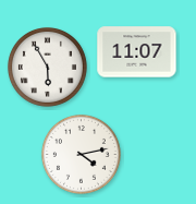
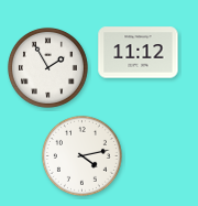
clock at (137, 52): 11:07 -> 11:12
clock at (47, 67): 5:55 -> 1:55
